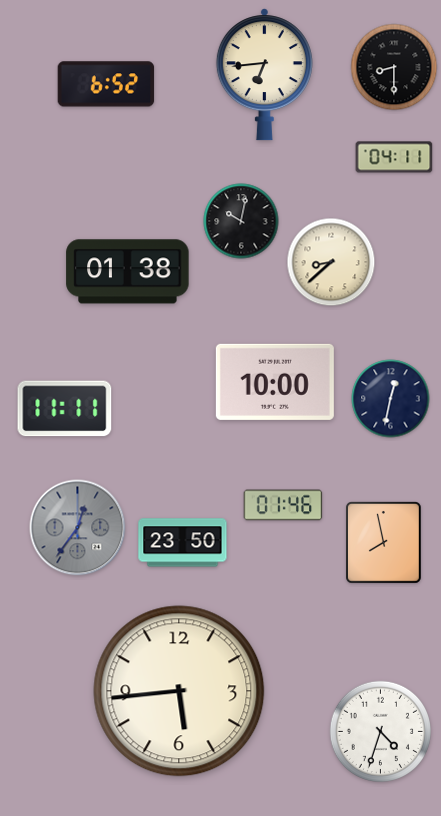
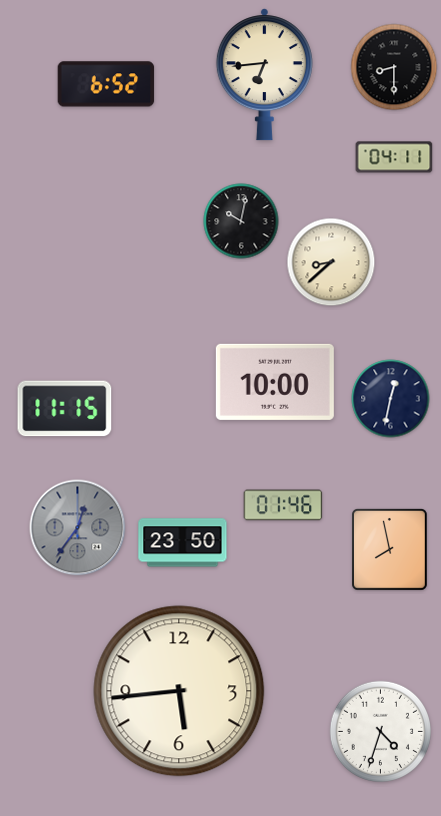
clock at (128, 272): 01:38 -> none
clock at (65, 409): 11:11 -> 11:15
clock at (384, 543) position: (384, 543) -> (390, 550)
